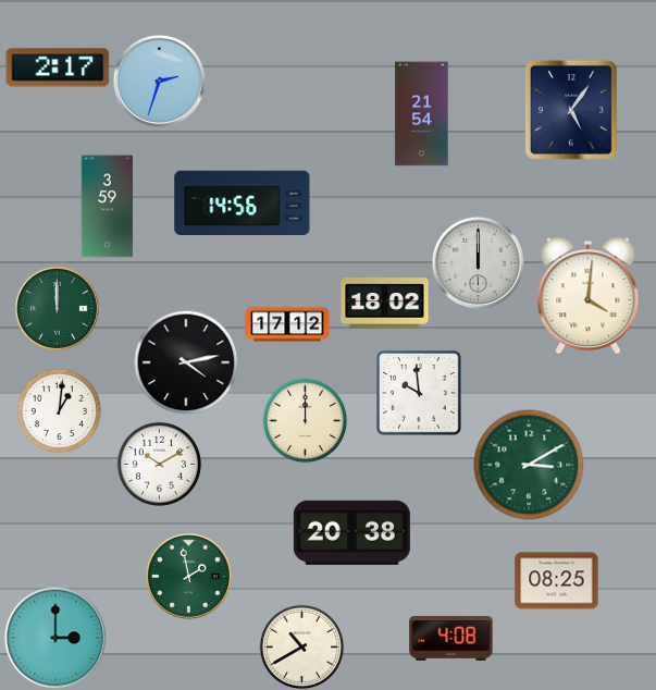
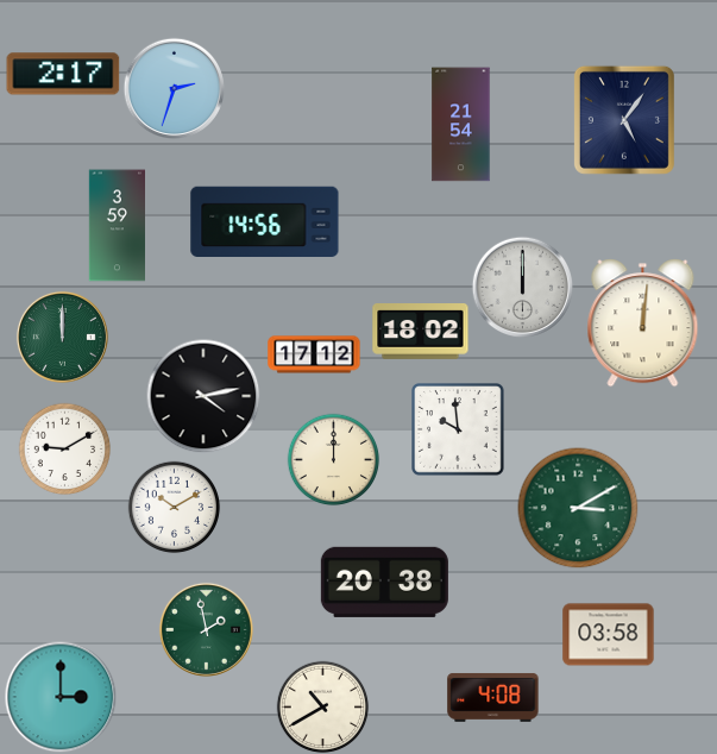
clock at (589, 296): 4:01 -> 12:01
clock at (59, 410): 1:01 -> 9:10
clock at (557, 581): 08:25 -> 03:58
clock at (301, 646) position: (301, 646) -> (322, 706)
